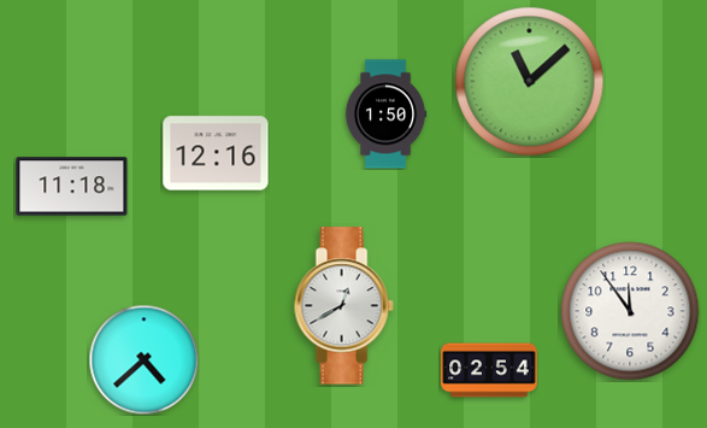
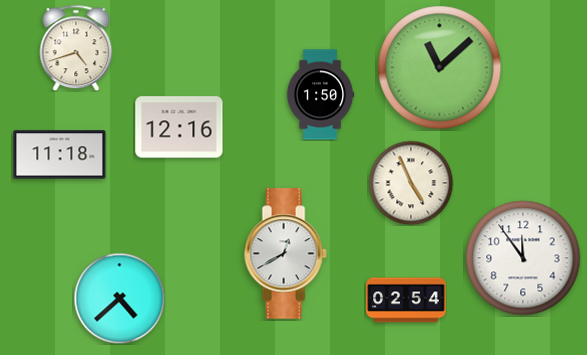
clock at (76, 48): none -> 4:42
clock at (411, 183): none -> 4:56
clock at (489, 370) position: (489, 370) -> (406, 300)
